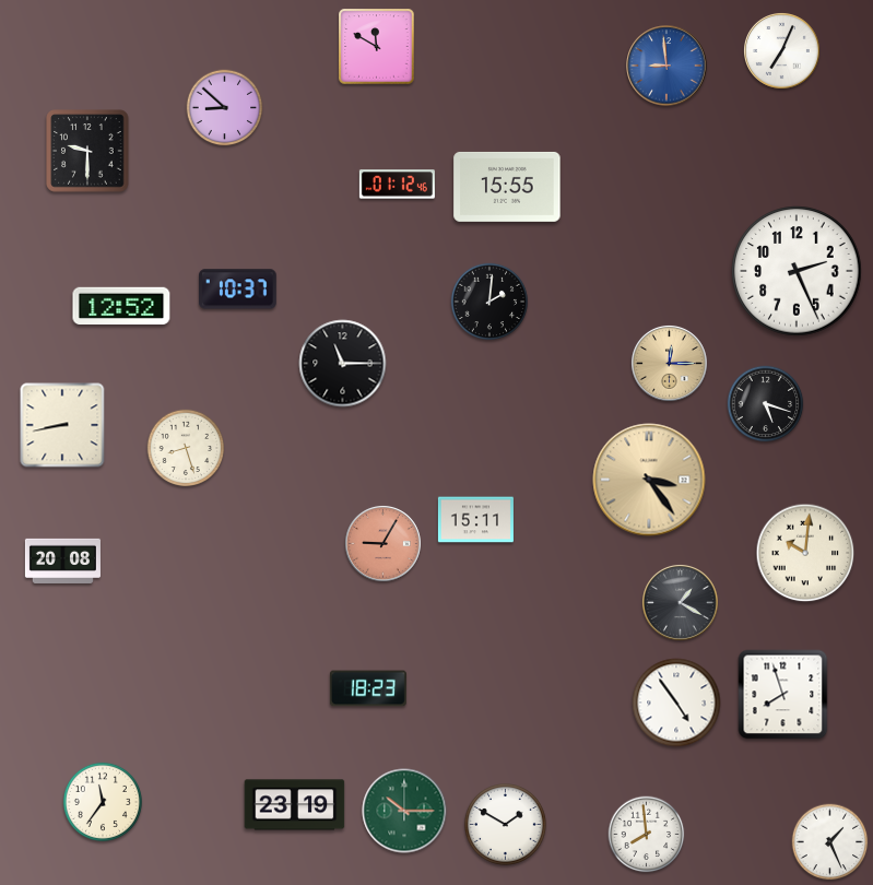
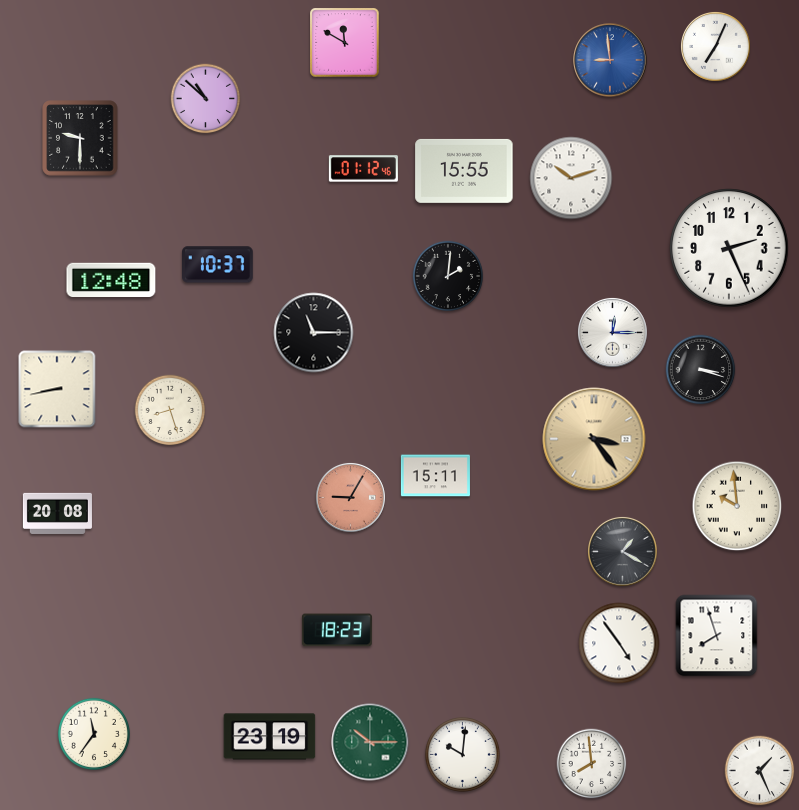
clock at (225, 108): 8:52 -> 10:52
clock at (571, 178): none -> 10:12
clock at (121, 306): 12:52 -> 12:48
clock at (669, 363) dial: champagne -> white
clock at (766, 404): 5:18 -> 3:18
clock at (805, 553): 10:01 -> 9:59
clock at (506, 825): 1:50 -> 10:01
